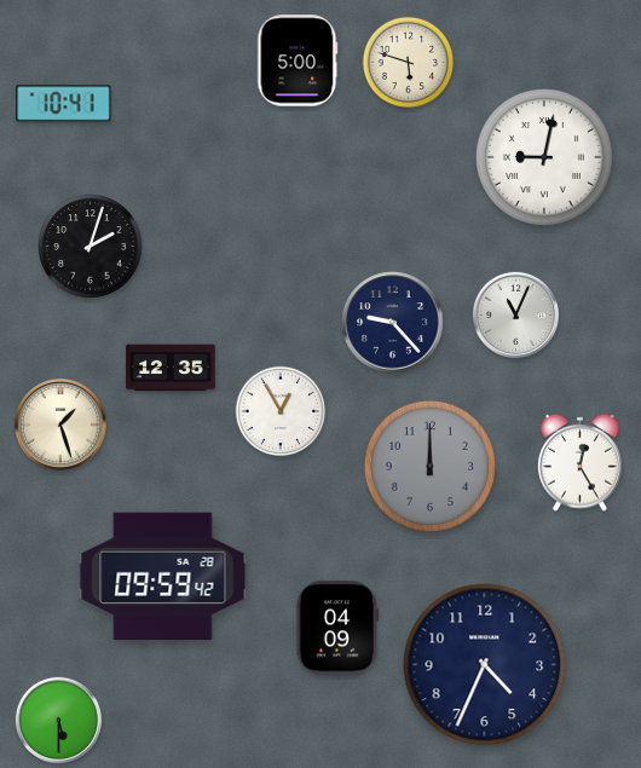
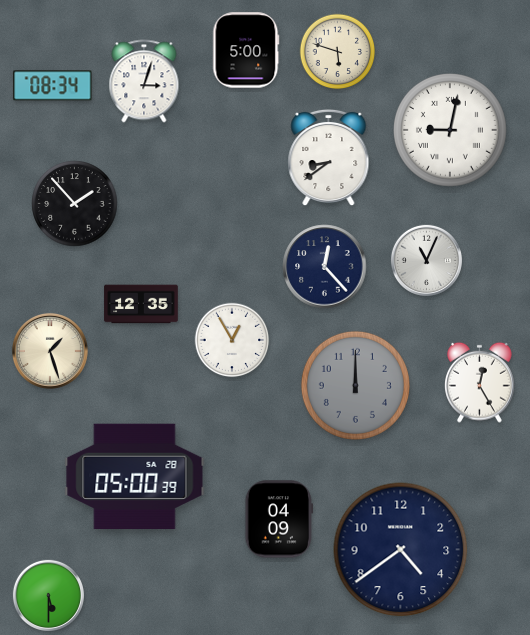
clock at (144, 81): none -> 3:03
clock at (64, 104): 10:41 -> 08:34
clock at (329, 158): none -> 8:39
clock at (91, 247): 2:03 -> 1:53
clock at (393, 323): 9:23 -> 12:23
clock at (163, 577): 09:59 -> 05:00
clock at (485, 665): 4:34 -> 4:39
